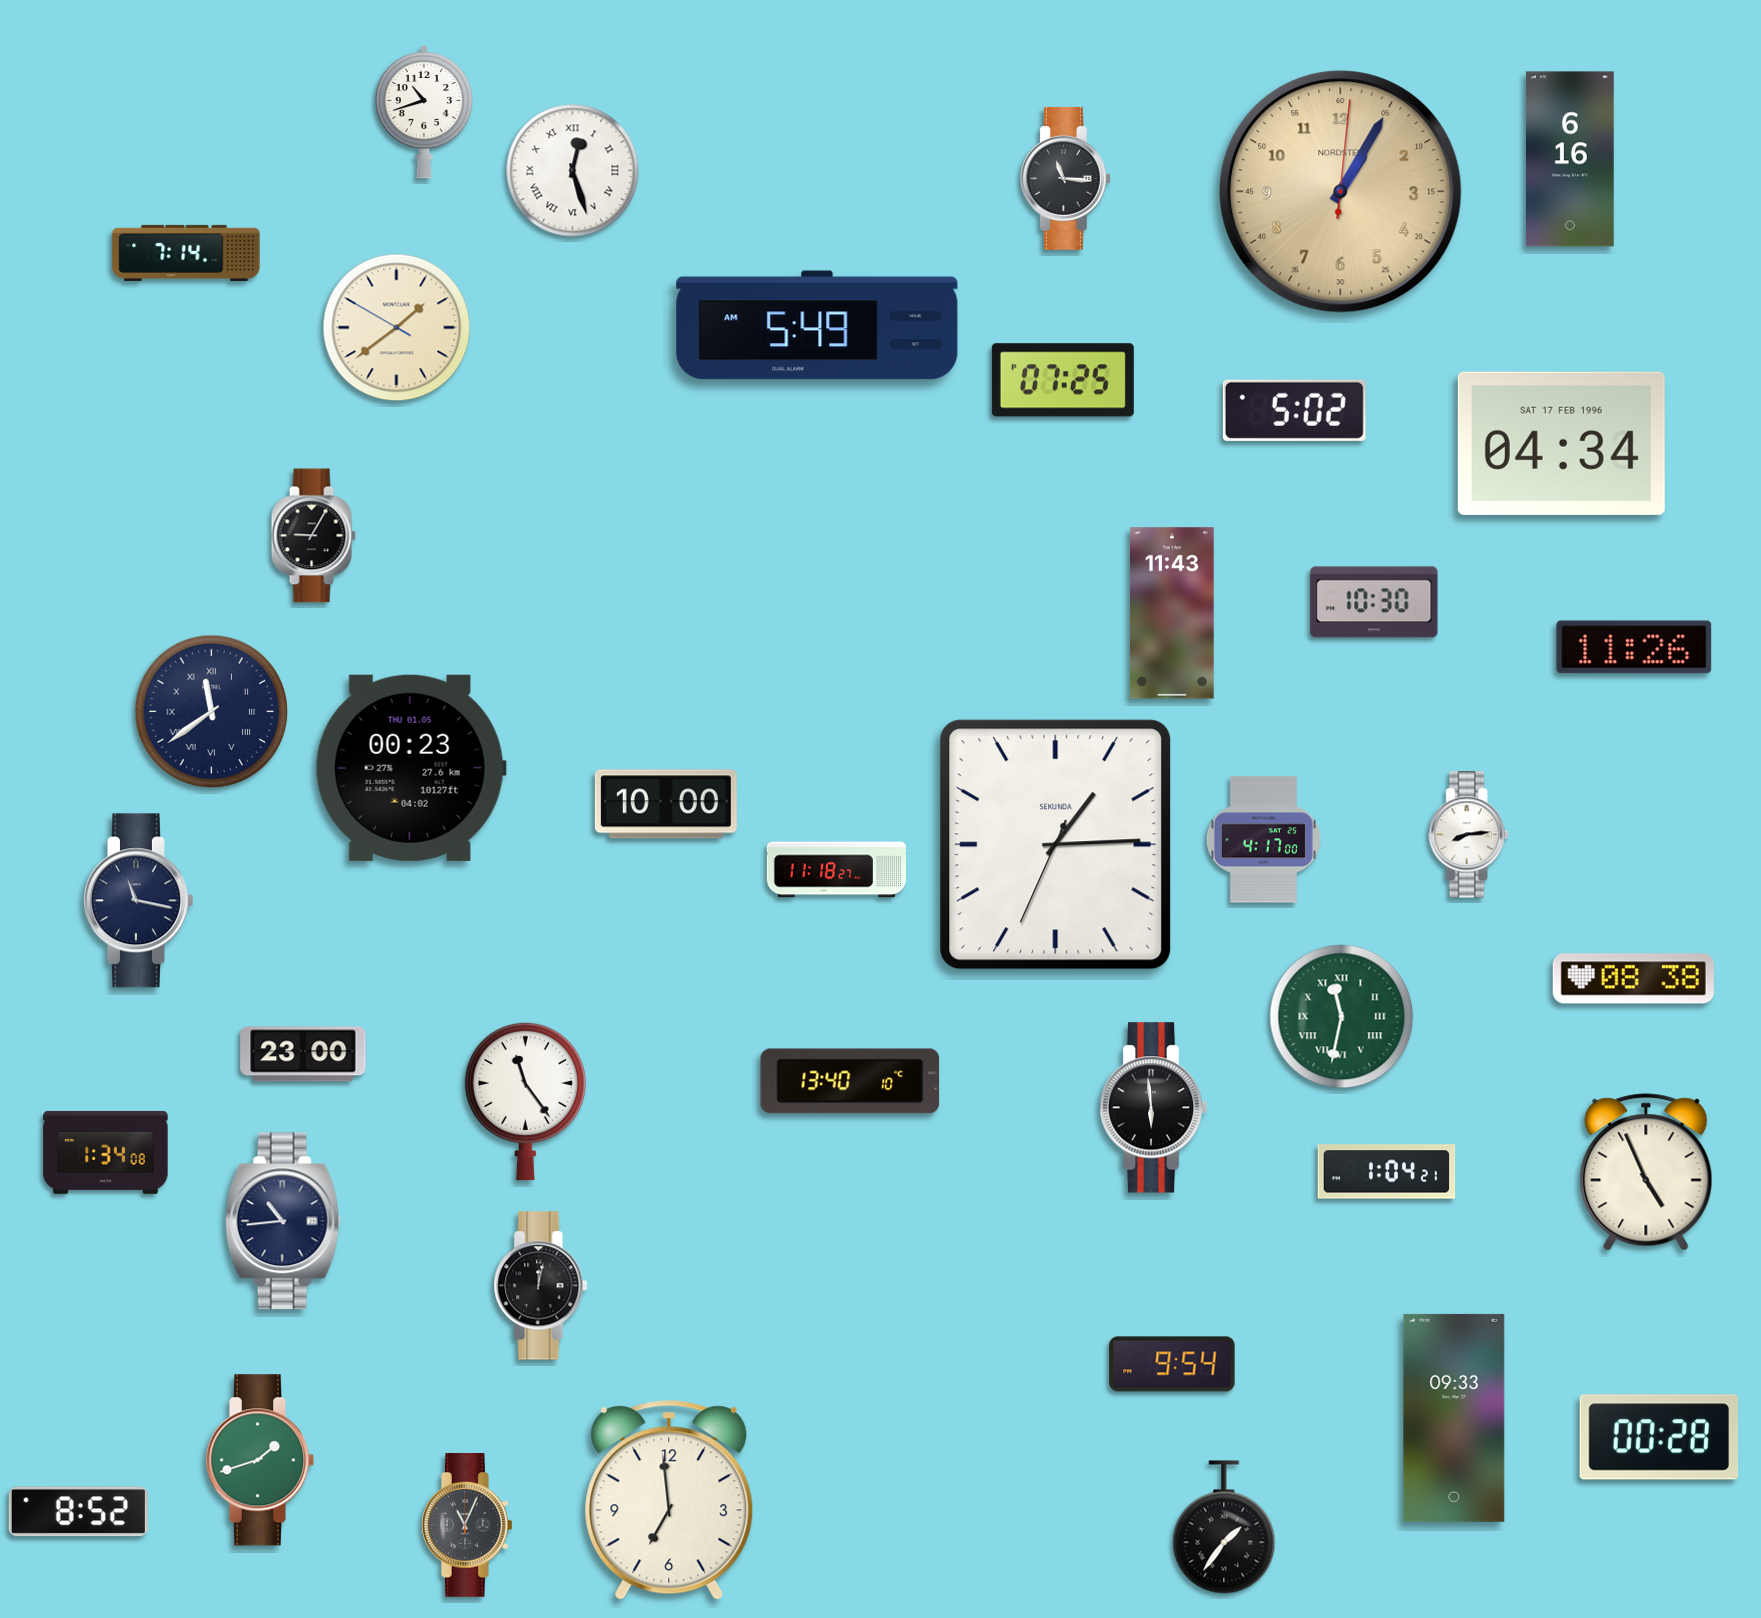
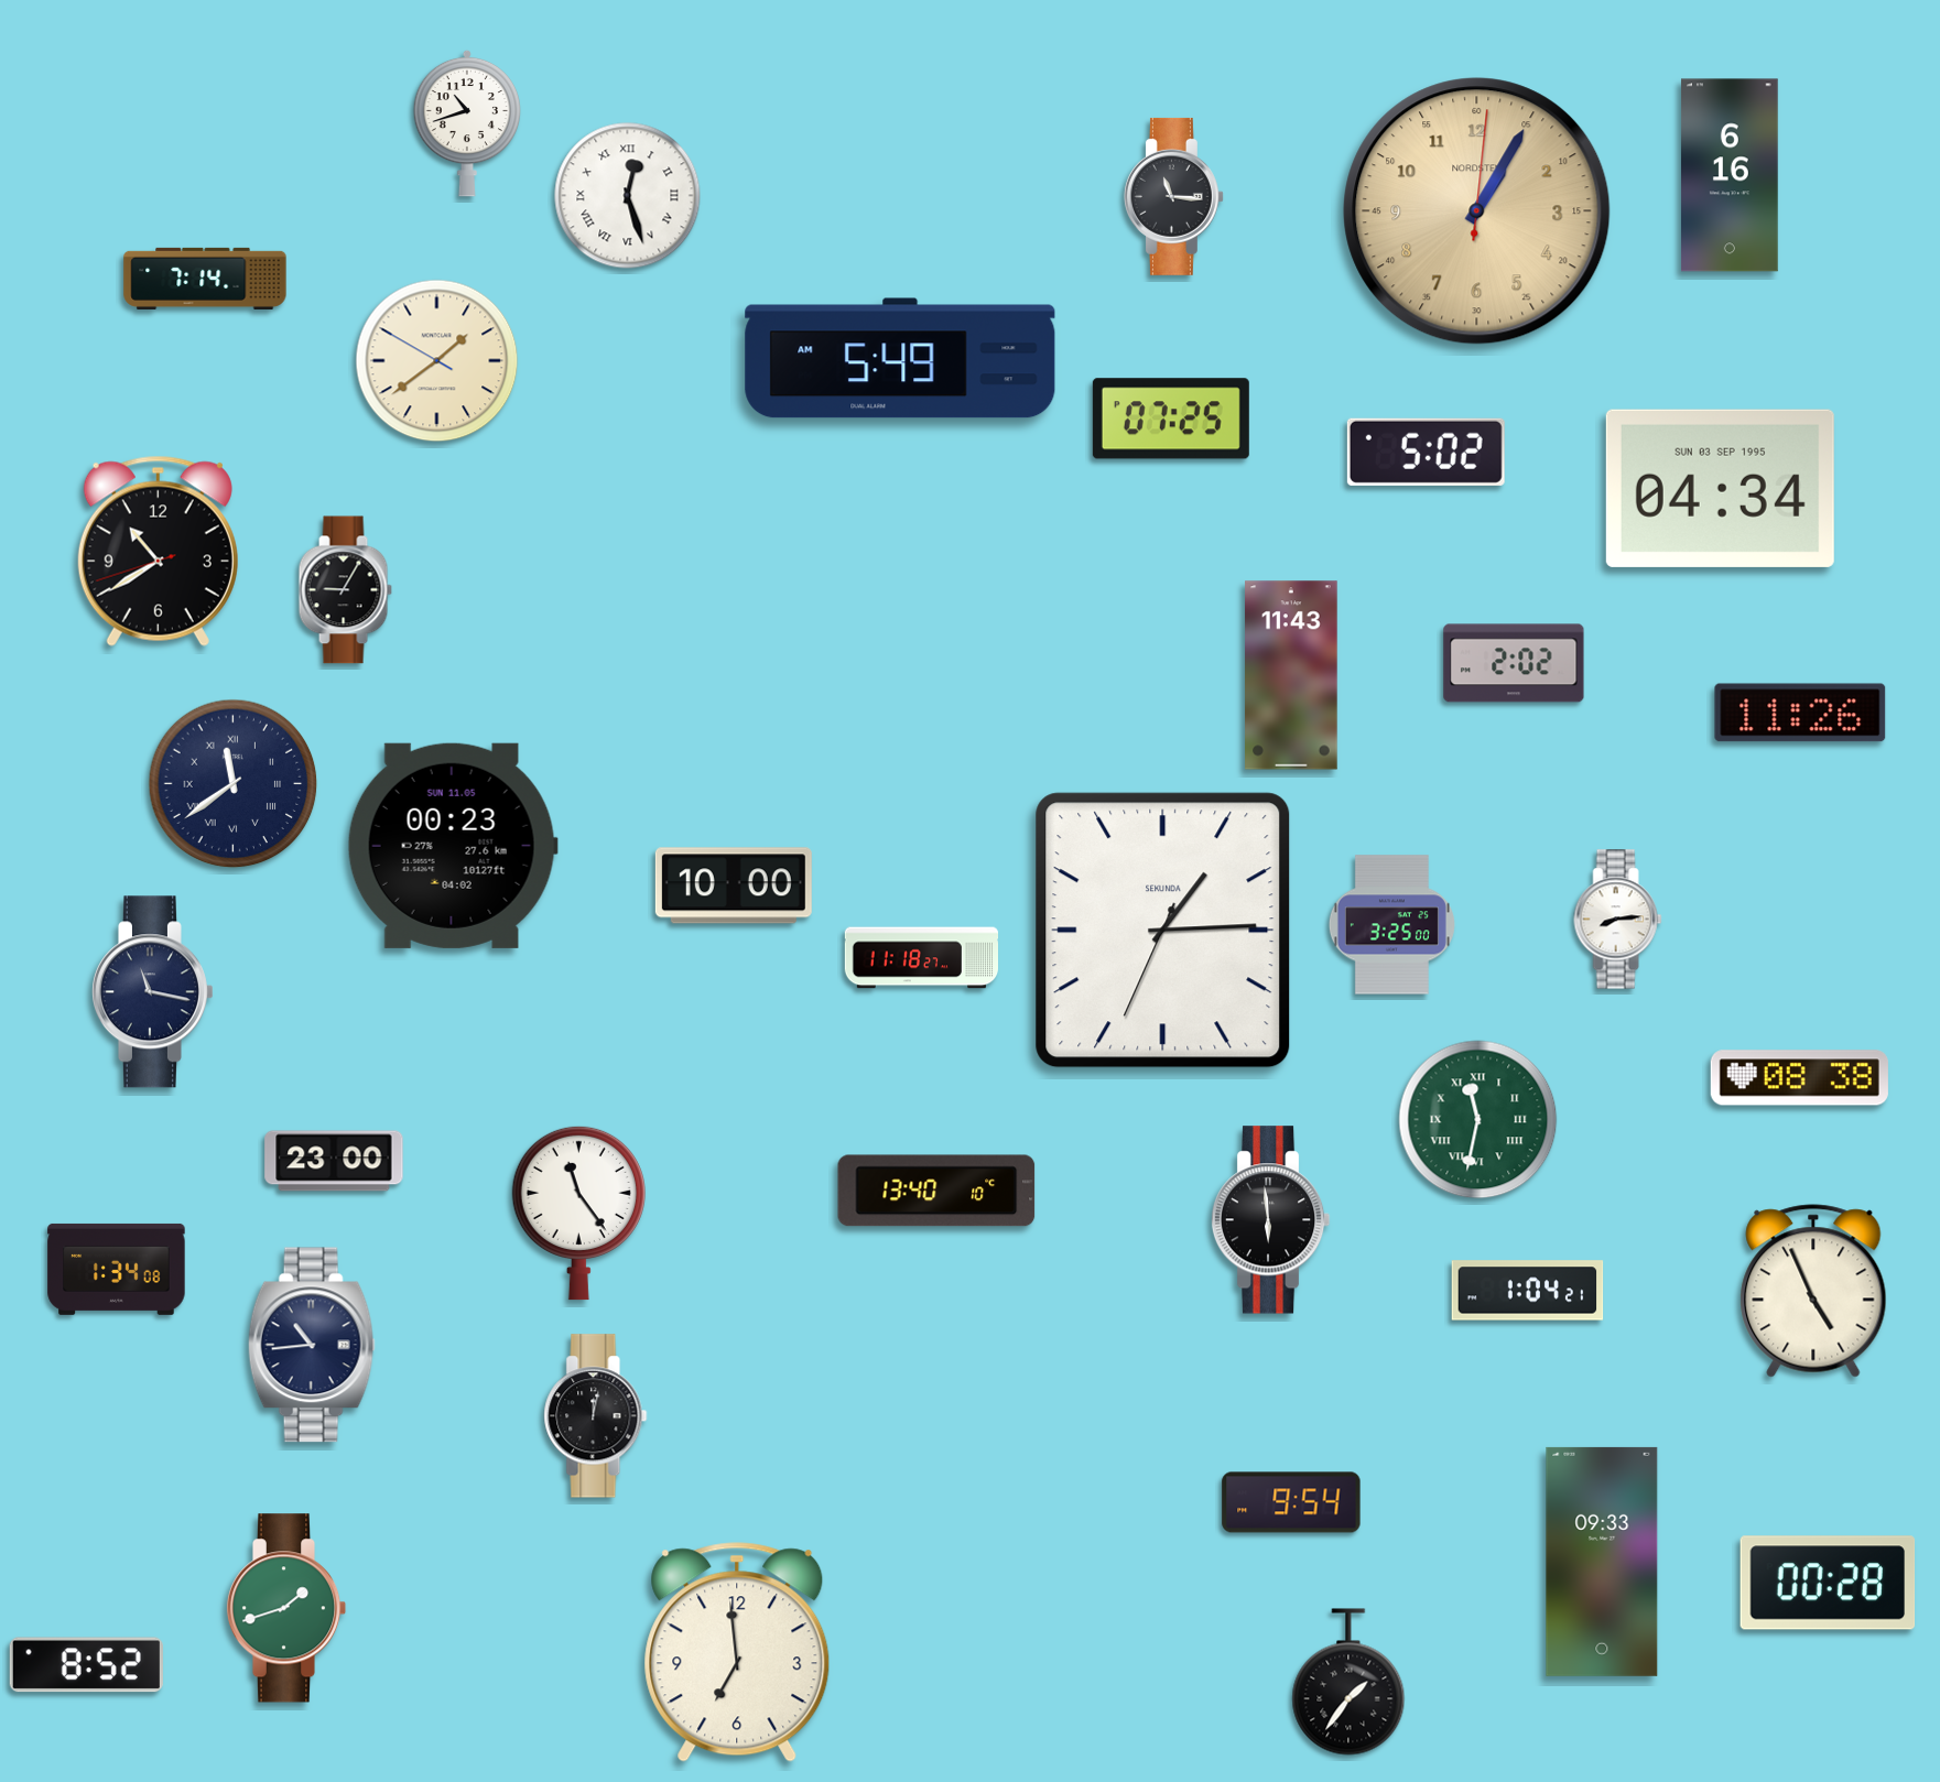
clock at (573, 171) position: (573, 171) -> (628, 196)
clock at (1561, 443) date: SAT 17 FEB 1996 -> SUN 03 SEP 1995
clock at (158, 551): none -> 10:39
clock at (1374, 602): 10:30 -> 2:02
clock at (411, 768) date: THU 01.05 -> SUN 11.05
clock at (1263, 840): 4:17 -> 3:25
clock at (467, 1525): 11:04 -> none
